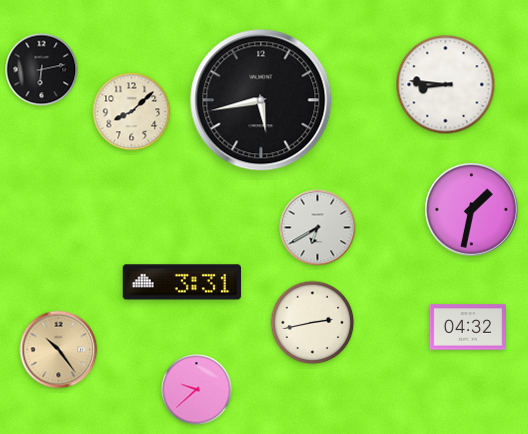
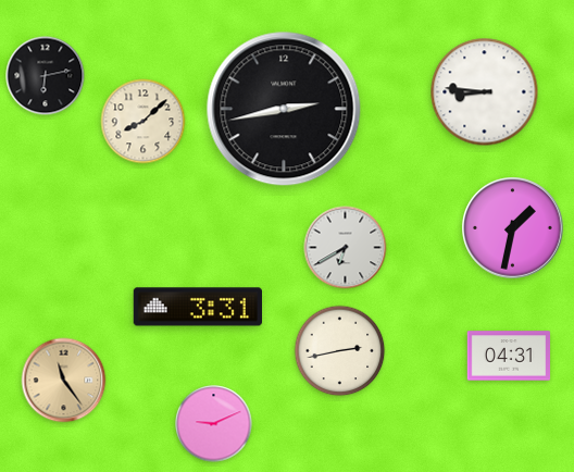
clock at (261, 100): 5:43 -> 2:43
clock at (468, 327): 04:32 -> 04:31
clock at (59, 350): 10:24 -> 11:24
clock at (197, 390): 9:38 -> 9:11
